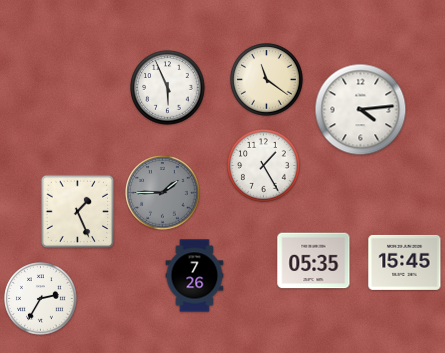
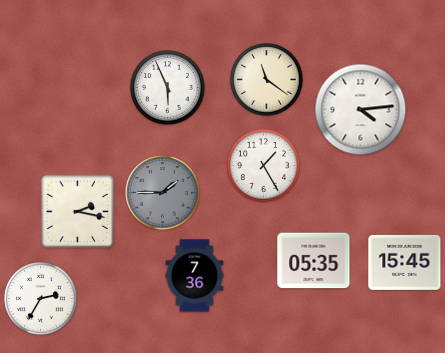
clock at (78, 212): 1:26 -> 2:17
clock at (195, 276): 7:26 -> 7:36
